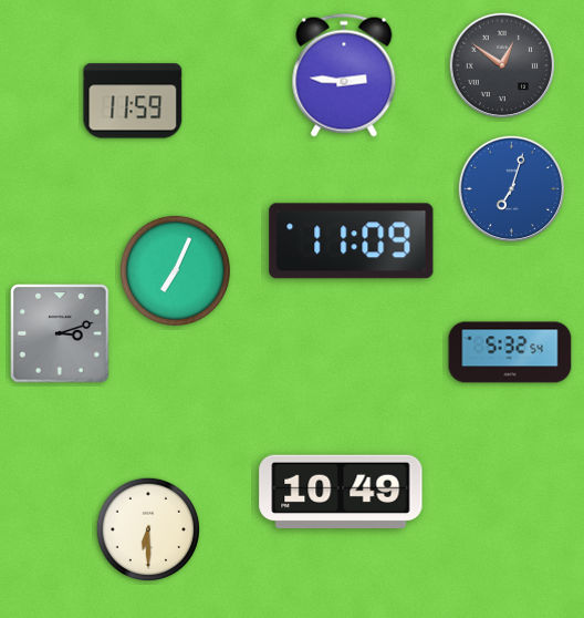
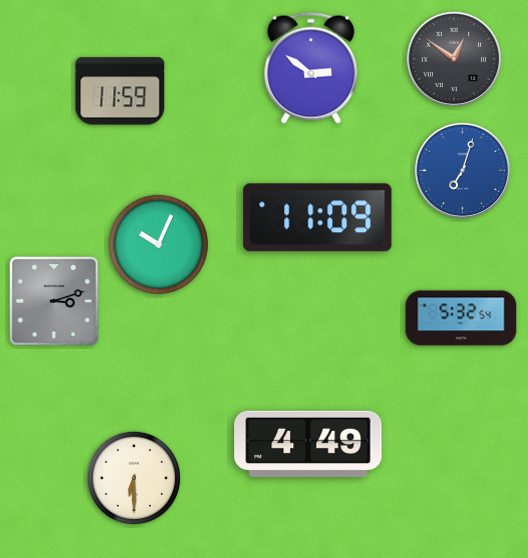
clock at (344, 75): 2:46 -> 2:51
clock at (175, 270): 7:04 -> 10:04
clock at (341, 492): 10:49 -> 4:49
